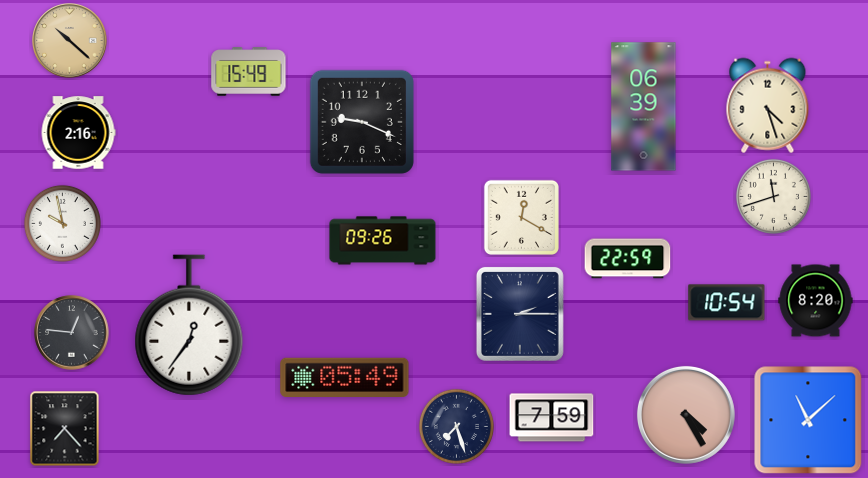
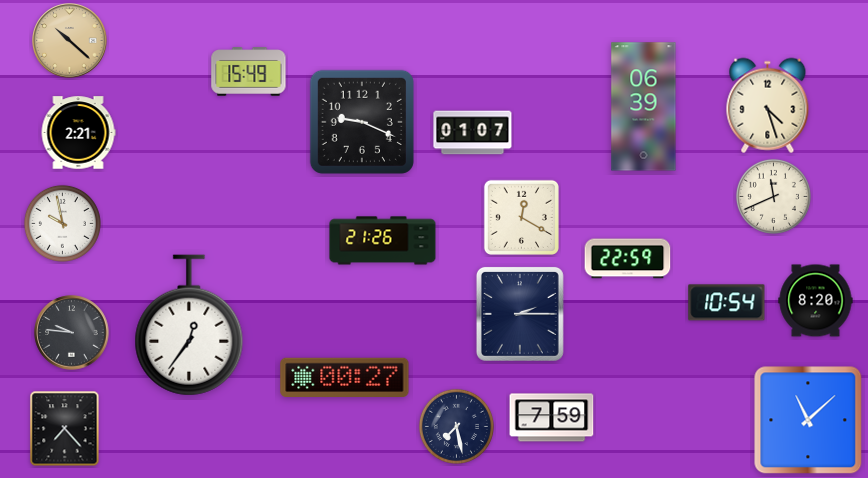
clock at (78, 133): 2:16 -> 2:21
clock at (473, 133): none -> 01:07
clock at (773, 196): 11:42 -> 11:41
clock at (383, 241): 09:26 -> 21:26
clock at (72, 333): 12:46 -> 9:46
clock at (345, 377): 05:49 -> 00:27
clock at (686, 415): 4:25 -> none
clock at (456, 426): 7:27 -> 7:28
